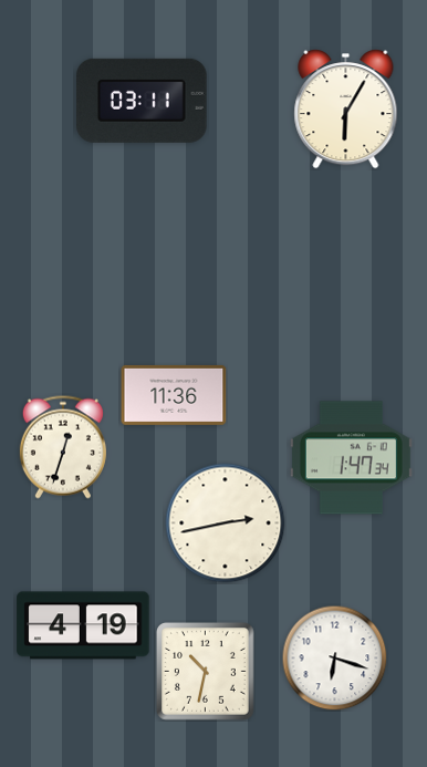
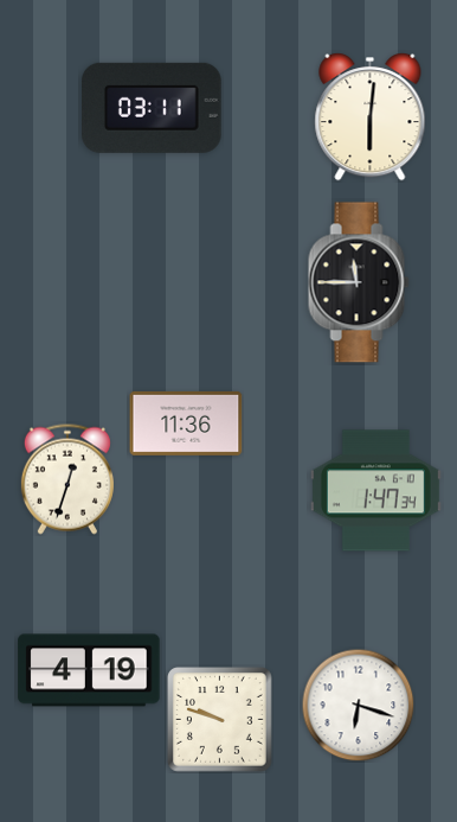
clock at (346, 110): 6:05 -> 6:01
clock at (359, 282): none -> 11:45
clock at (226, 524): 2:43 -> none
clock at (206, 672): 10:32 -> 9:48
